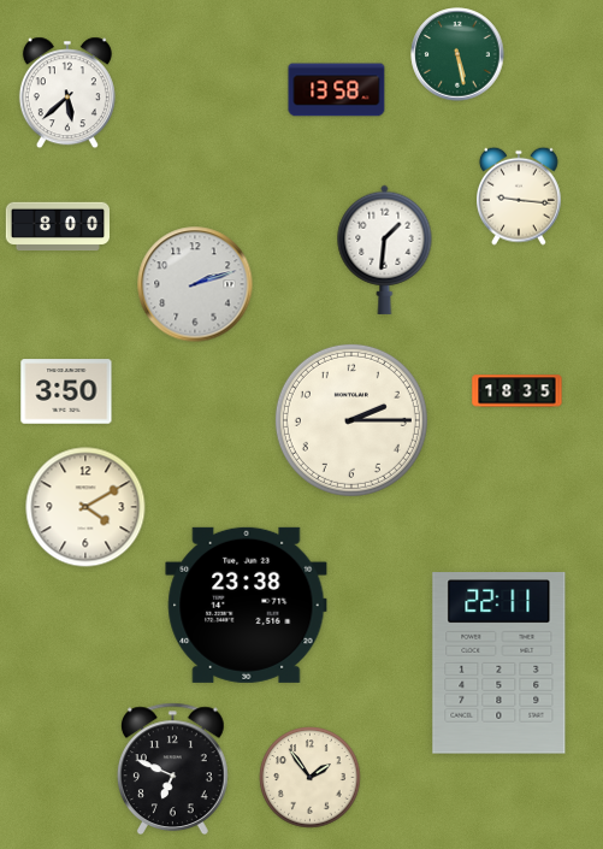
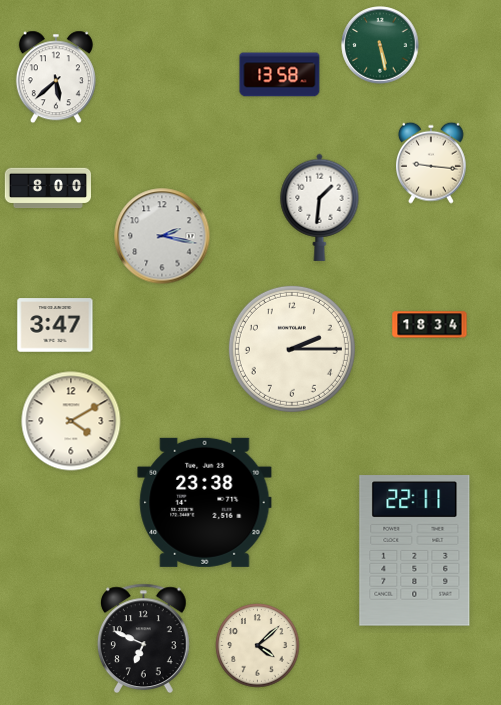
clock at (195, 284): 2:12 -> 2:17
clock at (66, 391): 3:50 -> 3:47
clock at (518, 391): 18:35 -> 18:34
clock at (311, 778): 1:54 -> 4:08
